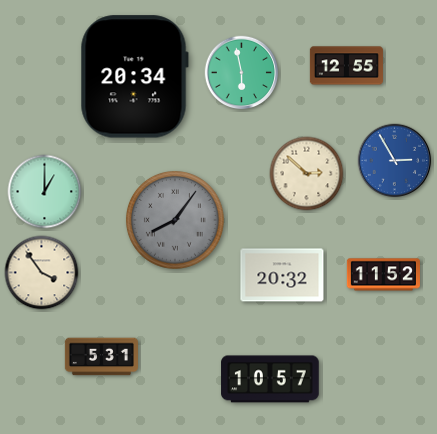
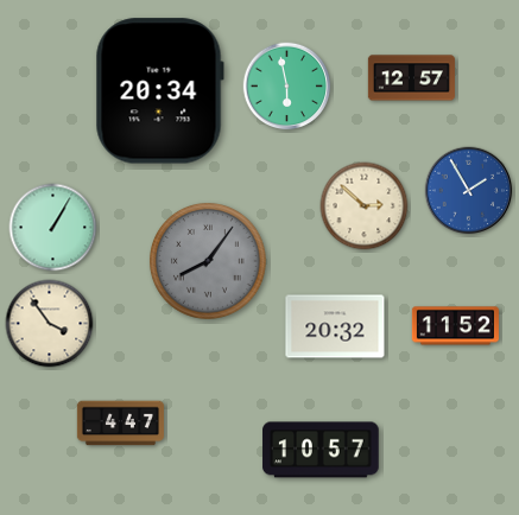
clock at (346, 66): 12:55 -> 12:57
clock at (395, 161): 2:55 -> 1:55
clock at (45, 192): 1:00 -> 1:05
clock at (101, 357): 5:31 -> 4:47
